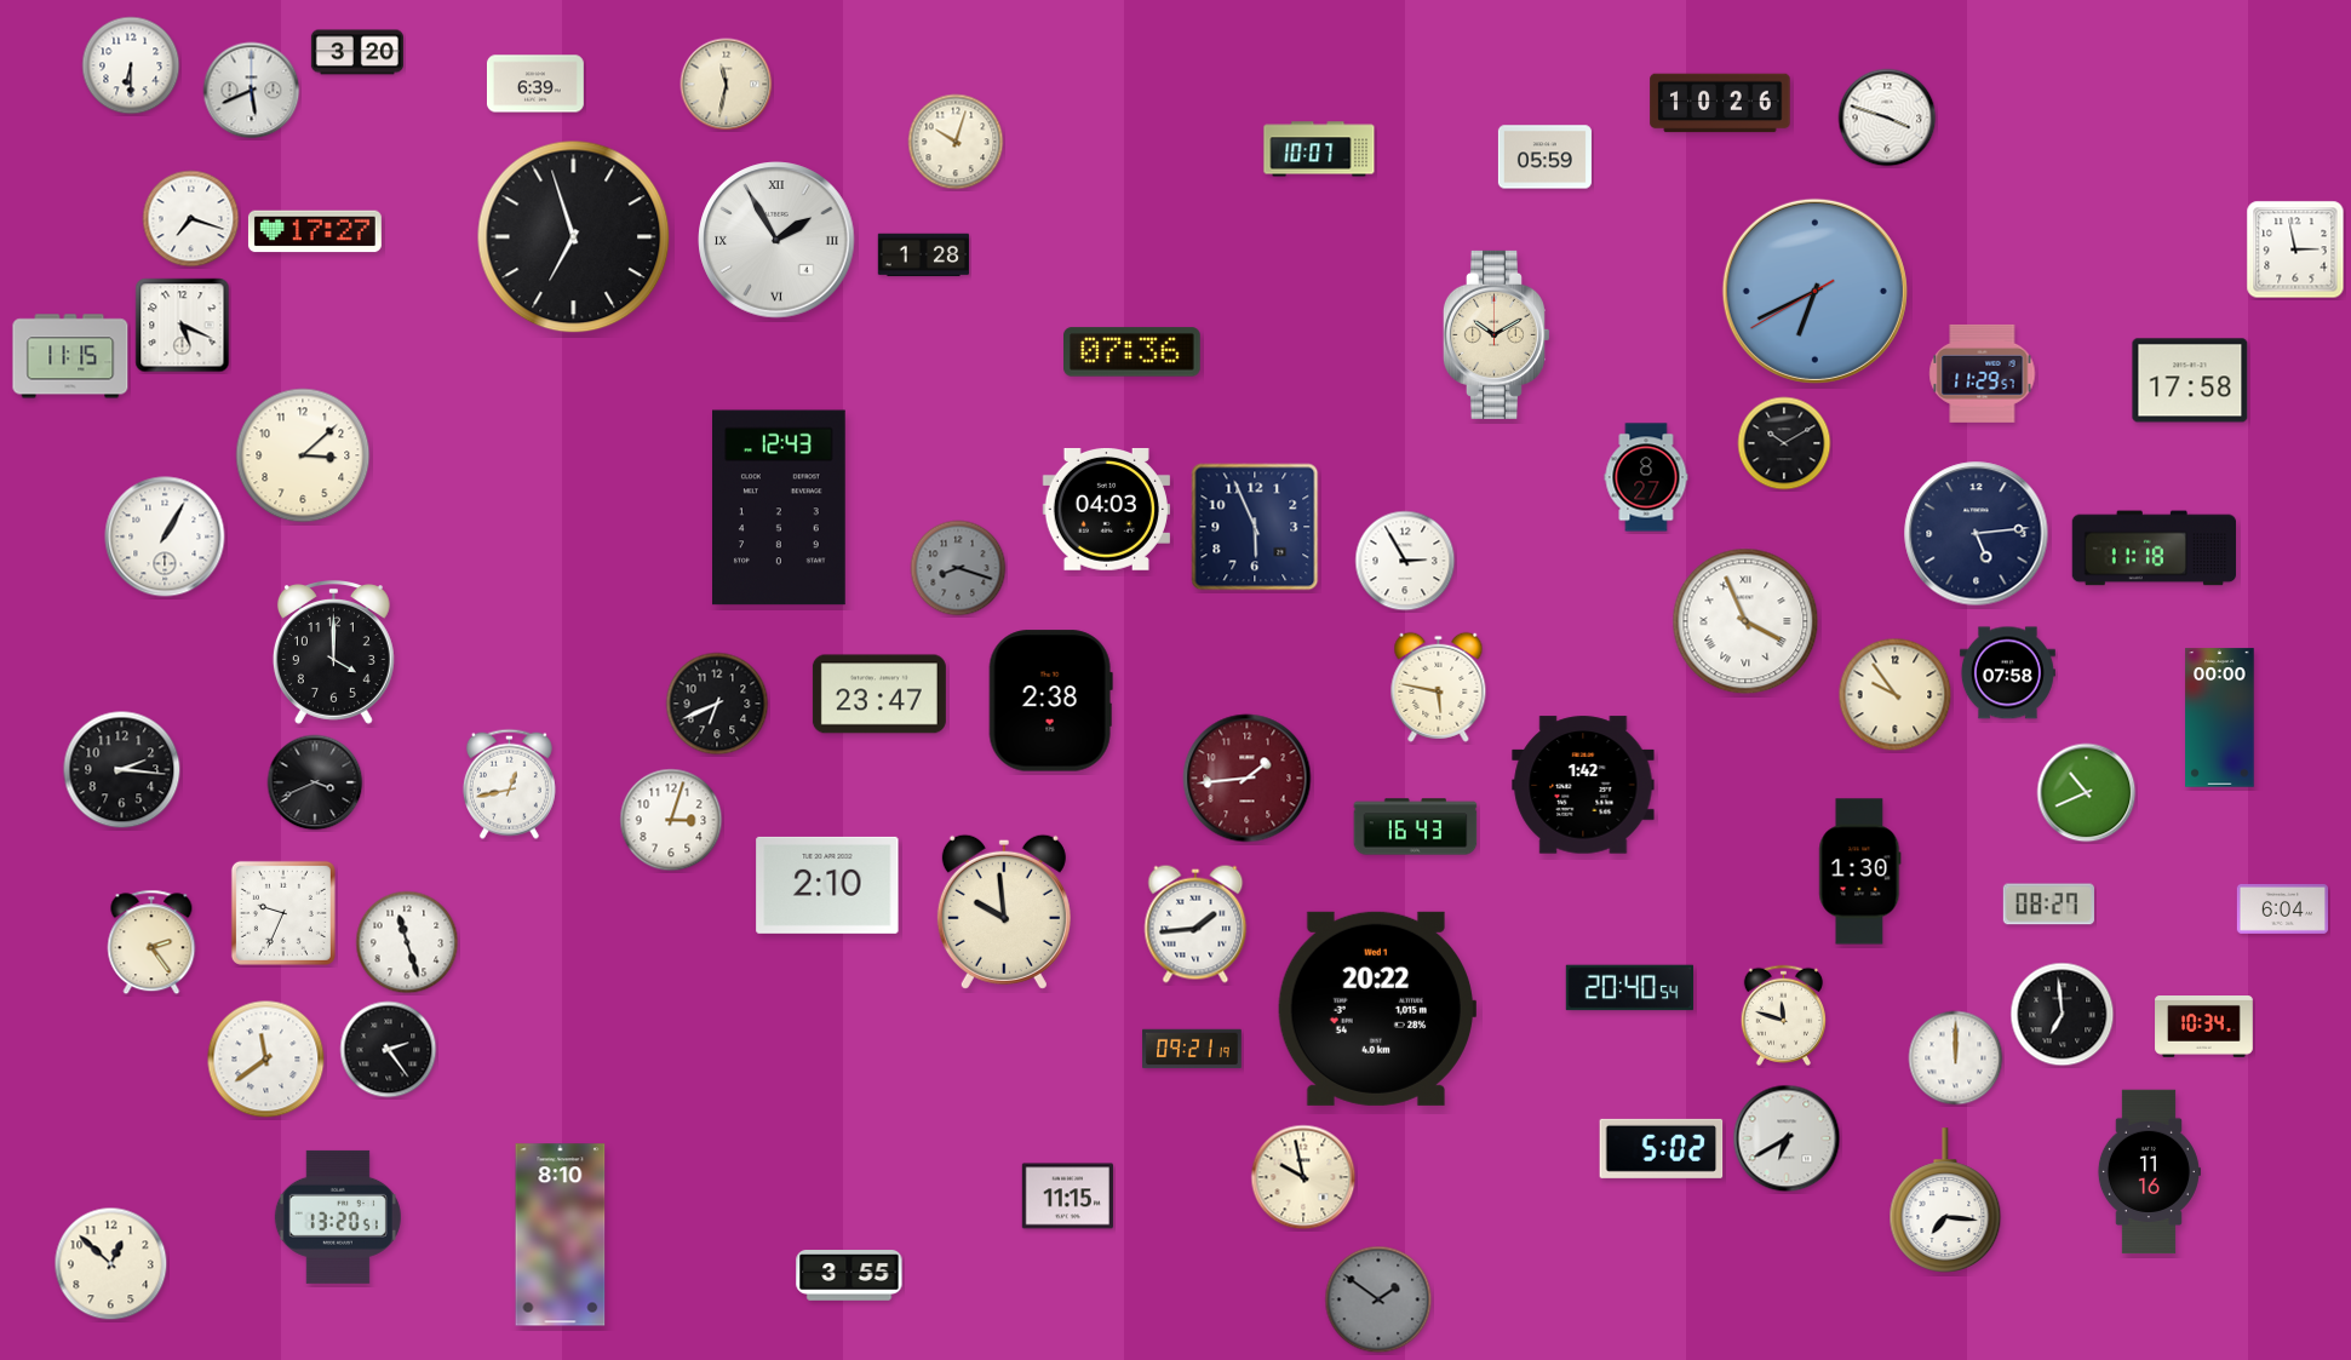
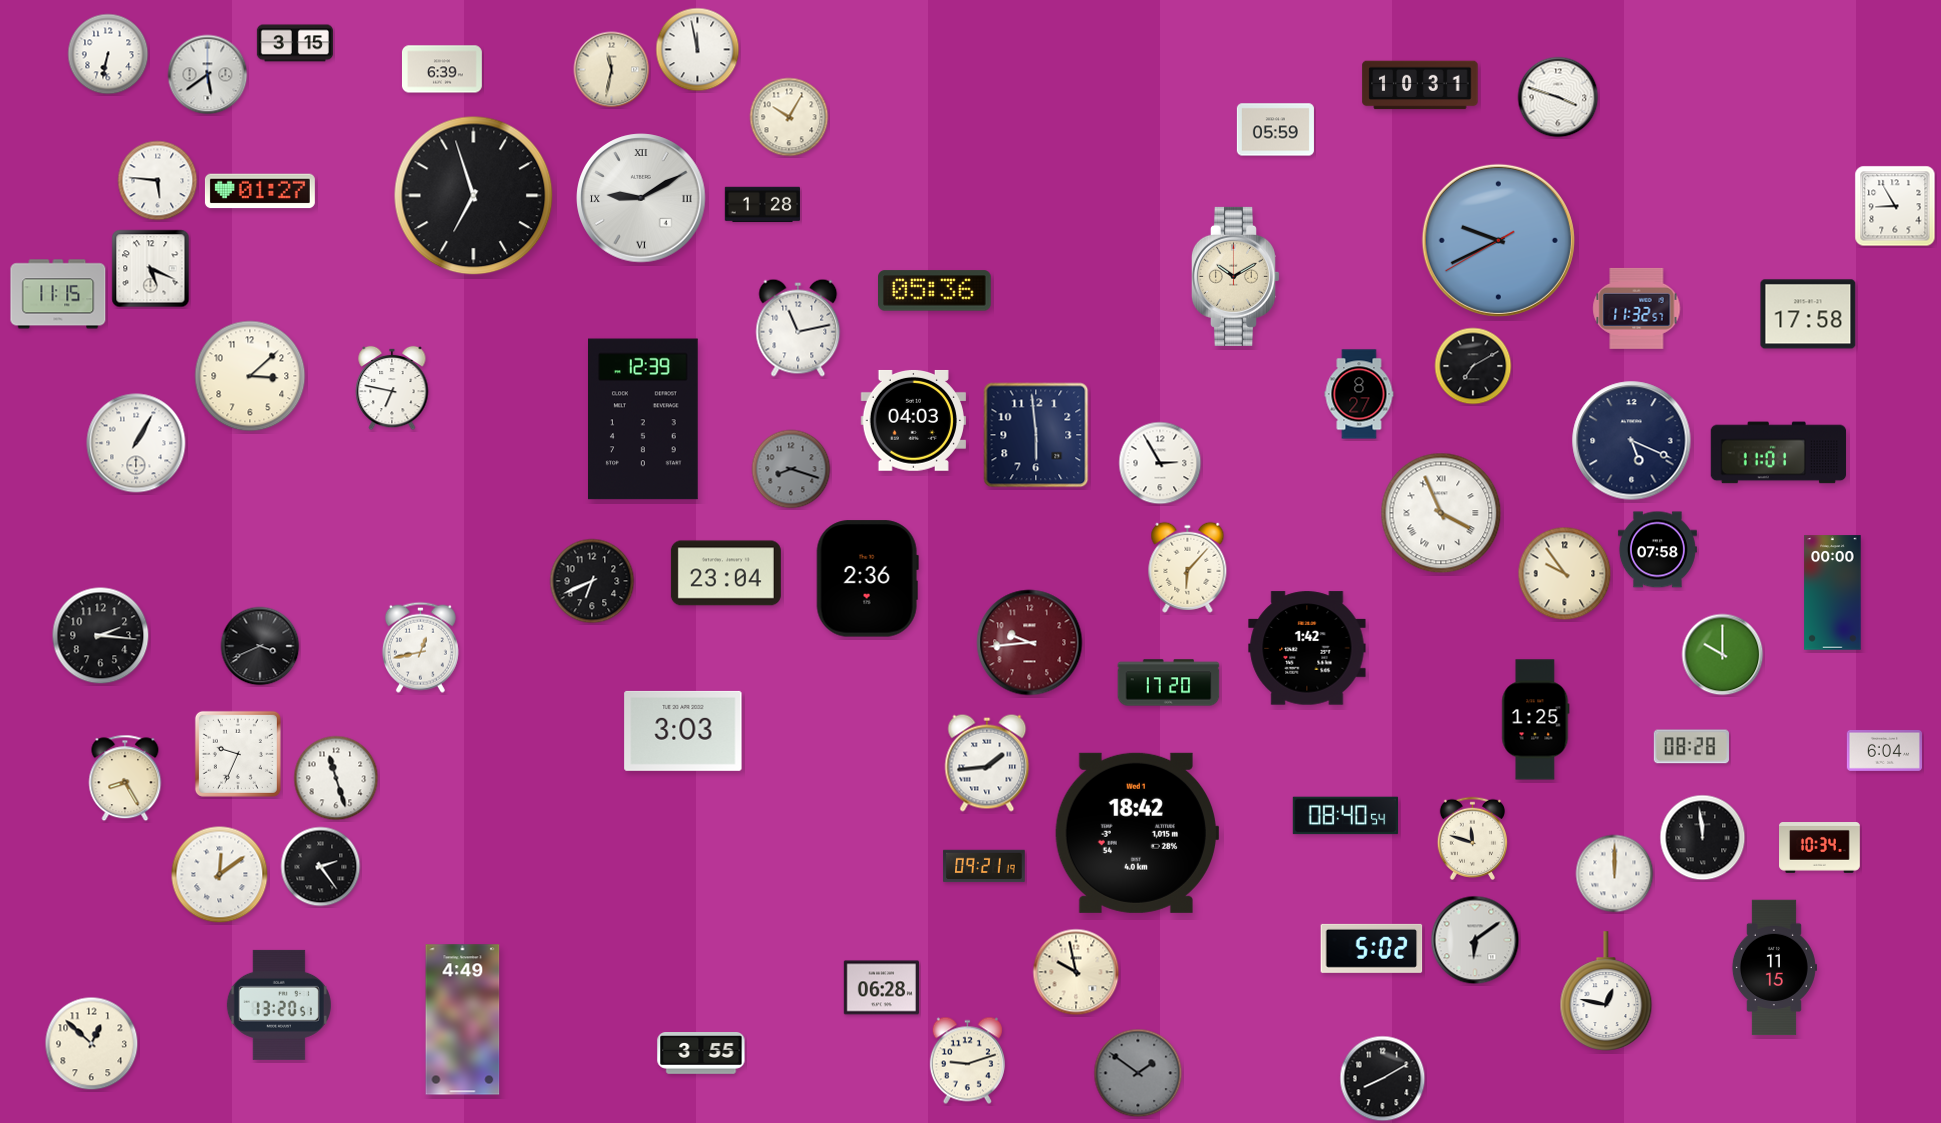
clock at (357, 52): 3:20 -> 3:15
clock at (698, 50): none -> 11:58
clock at (131, 65): 6:30 -> 6:32
clock at (727, 85) position: (727, 85) -> (612, 70)
clock at (252, 91): 5:41 -> 5:39
clock at (1720, 103): 10:26 -> 10:31
clock at (956, 142): 10:03 -> 10:05
clock at (1319, 149): 10:07 -> none
clock at (191, 219): 7:18 -> 5:46
clock at (315, 231): 17:27 -> 01:27
clock at (776, 240): 1:55 -> 9:10
clock at (2295, 249): 2:58 -> 8:55
clock at (923, 256) position: (923, 256) -> (762, 205)
clock at (1814, 291): 6:40 -> 9:40
clock at (1133, 352): 07:36 -> 05:36
clock at (1983, 373): 11:29 -> 11:32
clock at (798, 328): none -> 11:13
clock at (1784, 443): 10:10 -> 7:10
clock at (392, 388): none -> 6:47
clock at (780, 507): 12:43 -> 12:39
clock at (1255, 527): 5:56 -> 5:59
clock at (1977, 534): 5:14 -> 5:19
clock at (2155, 549): 11:18 -> 11:01
clock at (333, 653): 4:00 -> none
clock at (2007, 673) position: (2007, 673) -> (1657, 550)
clock at (1439, 687): 5:47 -> 6:07
clock at (879, 694): 23:47 -> 23:04
clock at (1050, 701): 2:38 -> 2:36
clock at (1248, 779): 1:44 -> 9:44
clock at (2087, 793): 10:41 -> 10:00
clock at (671, 820): 3:03 -> none
clock at (1416, 827): 16:43 -> 17:20
clock at (1860, 872): 1:30 -> 1:25
clock at (827, 885): 2:10 -> 3:03
clock at (2048, 905): 08:27 -> 08:28
clock at (1004, 912): 9:59 -> none
clock at (283, 913) position: (283, 913) -> (238, 754)
clock at (151, 942): 2:24 -> 8:25
clock at (1630, 988): 20:40 -> 08:40
clock at (1376, 1009): 20:22 -> 18:42
clock at (2063, 1015): 6:59 -> 11:59
clock at (266, 1060): 11:39 -> 12:09
clock at (1787, 1138): 6:40 -> 6:09
clock at (2149, 1172): 11:16 -> 11:15
clock at (1067, 1197): 11:15 -> 06:28
clock at (1945, 1200): 7:16 -> 12:47
clock at (561, 1235): 8:10 -> 4:49
clock at (967, 1061): none -> 9:12
clock at (1383, 1079): none -> 8:10
